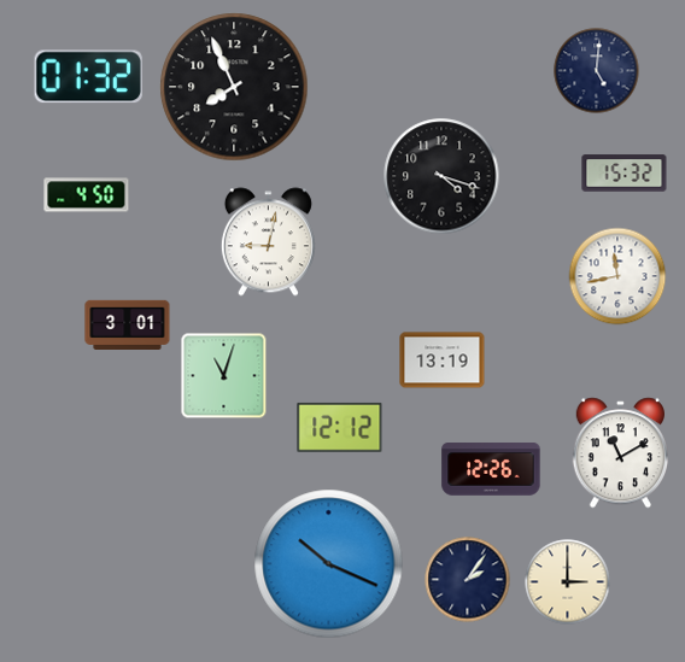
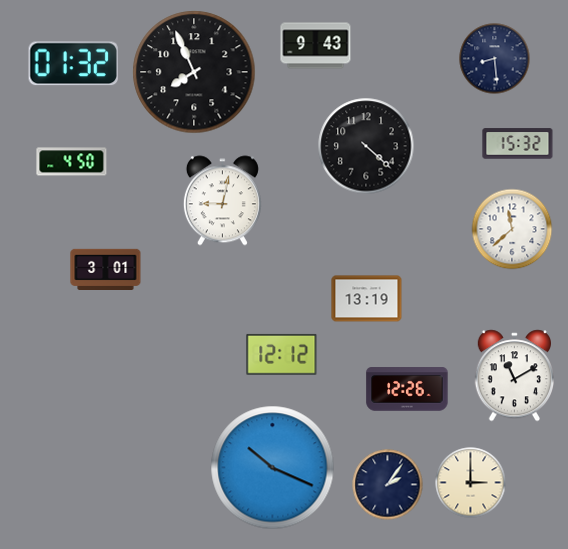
clock at (316, 46): none -> 9:43
clock at (597, 71): 5:01 -> 8:29
clock at (441, 176): 4:18 -> 4:22
clock at (617, 276): 11:43 -> 11:38
clock at (224, 376): 11:03 -> none
clock at (468, 580) position: (468, 580) -> (388, 485)
